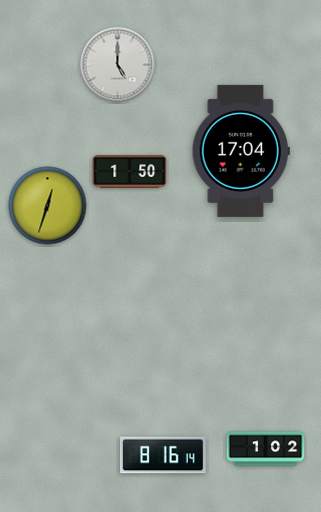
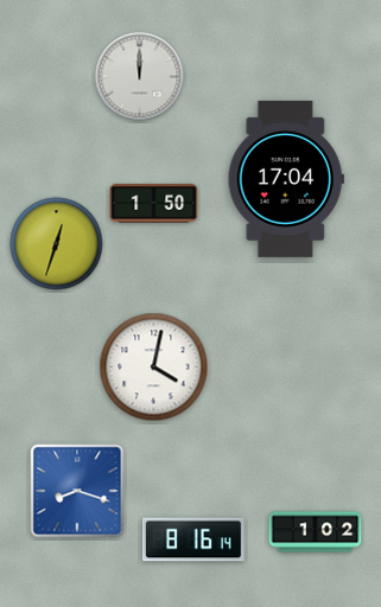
clock at (118, 65): 5:00 -> 12:00
clock at (154, 368): none -> 4:02
clock at (77, 491): none -> 8:18
